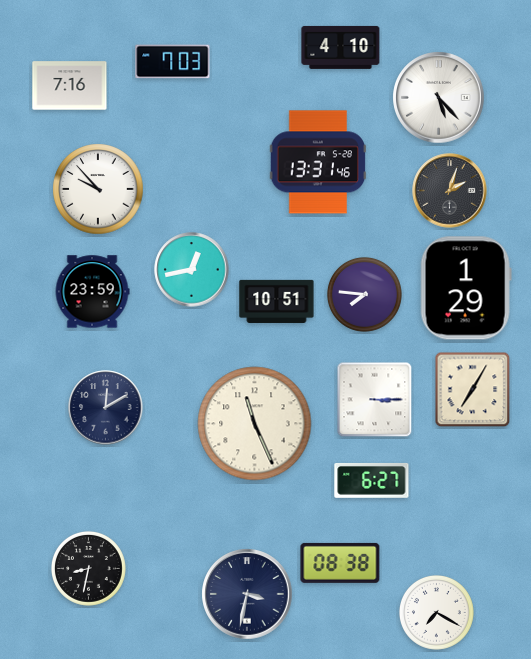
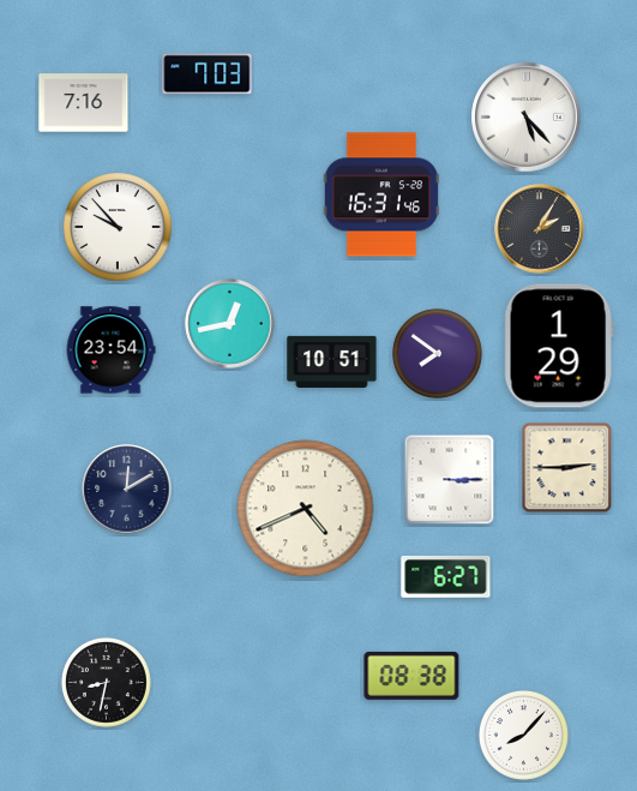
clock at (341, 47): 4:10 -> none
clock at (318, 162): 13:31 -> 16:31
clock at (450, 191): 2:03 -> 2:05
clock at (92, 292): 23:59 -> 23:54
clock at (364, 294): 7:46 -> 7:51
clock at (473, 390): 7:05 -> 2:45
clock at (255, 424): 11:26 -> 4:41
clock at (340, 563) position: (340, 563) -> (411, 676)
clock at (247, 594): 3:32 -> none
clock at (436, 612): 7:20 -> 8:07
